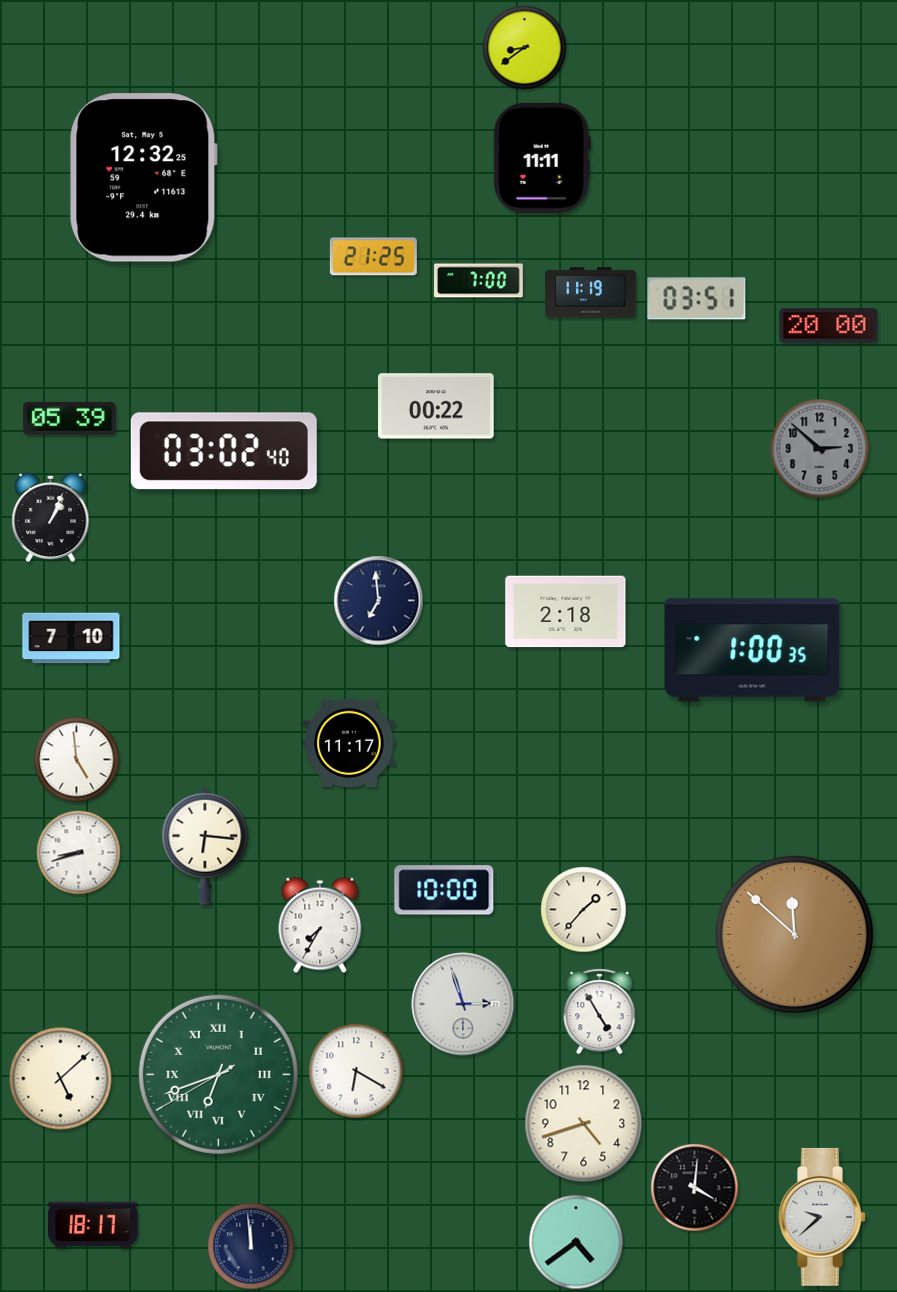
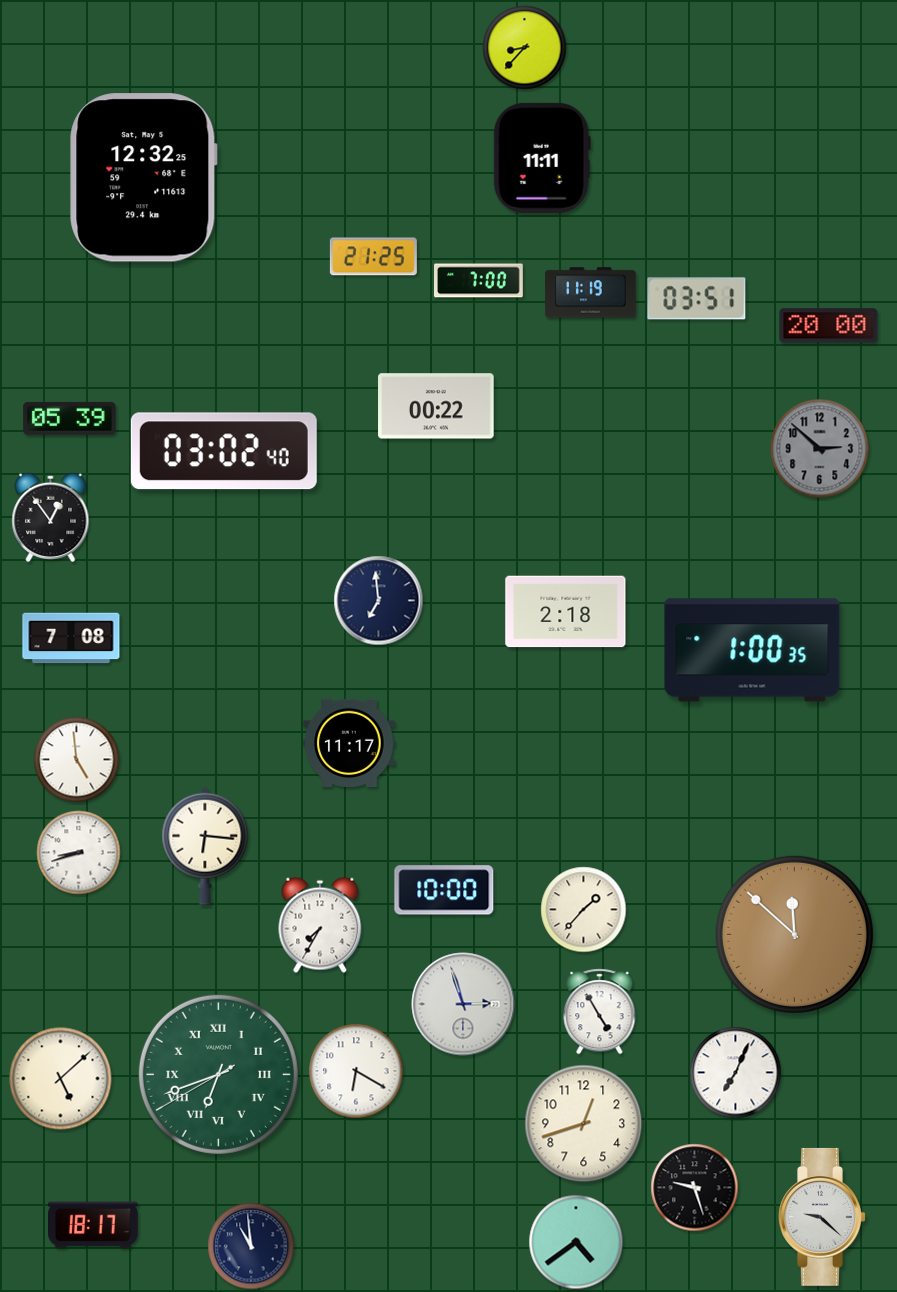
clock at (525, 48): 8:39 -> 8:37
clock at (51, 517): 1:04 -> 12:54
clock at (71, 638): 7:10 -> 7:08
clock at (736, 1073): none -> 7:04
clock at (584, 1124): 4:42 -> 12:42
clock at (695, 1188): 4:01 -> 9:27
clock at (822, 1217): 9:38 -> 9:22
clock at (251, 1246): 11:59 -> 10:59
